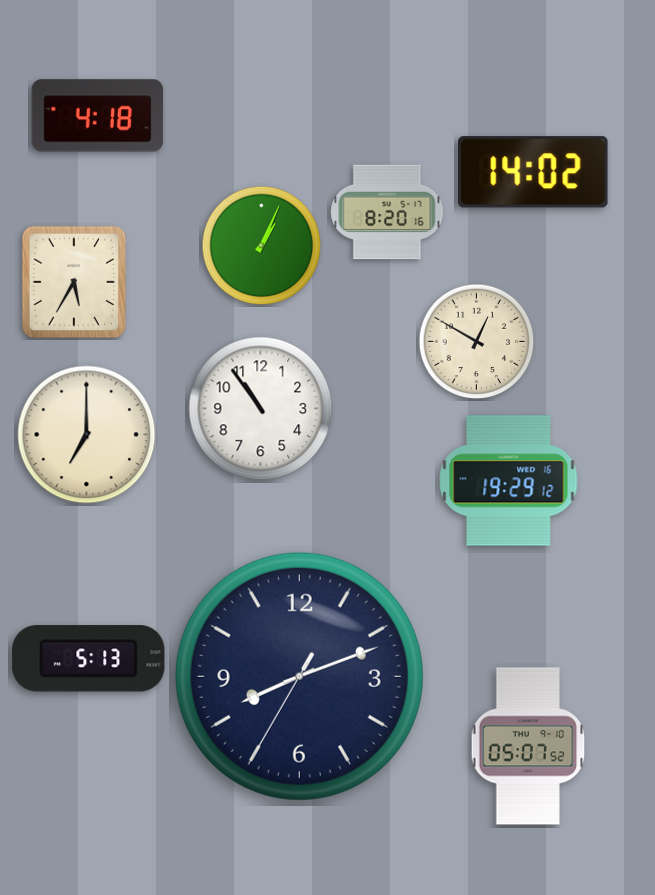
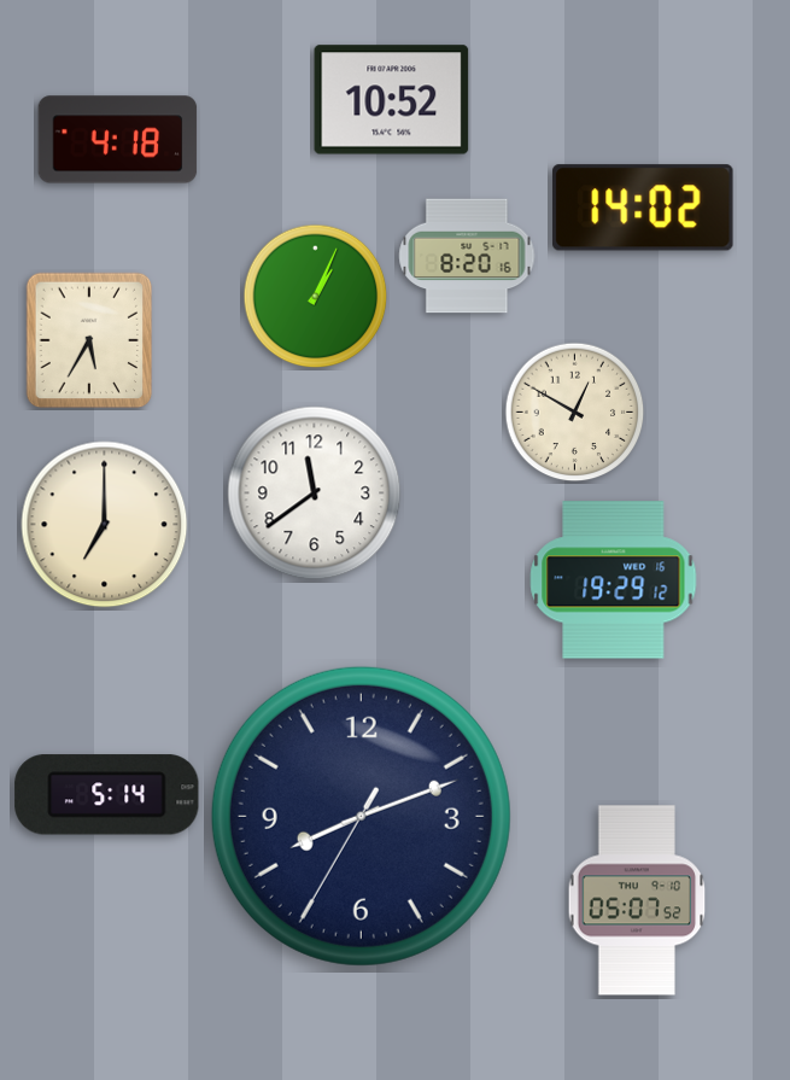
clock at (392, 100): none -> 10:52
clock at (261, 409): 10:54 -> 11:39
clock at (89, 659): 5:13 -> 5:14
